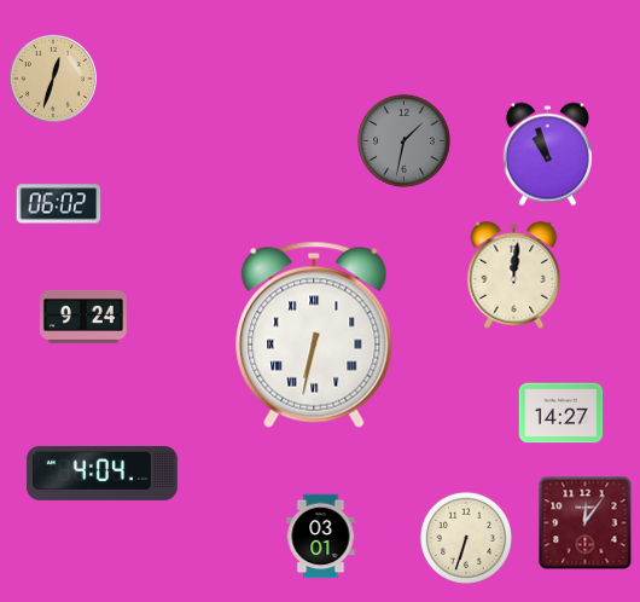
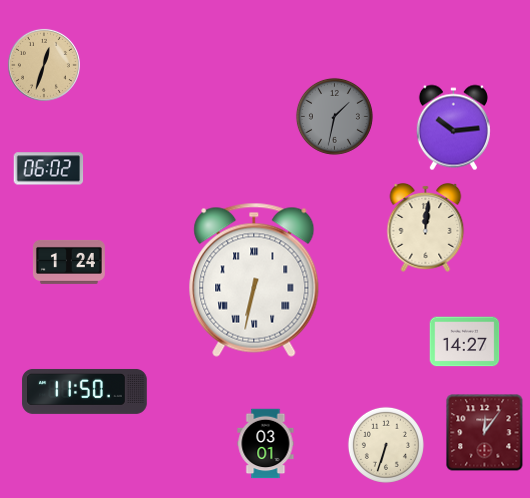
clock at (547, 155): 10:57 -> 10:14
clock at (83, 317): 9:24 -> 1:24
clock at (314, 335) position: (314, 335) -> (254, 280)
clock at (103, 473): 4:04 -> 11:50
